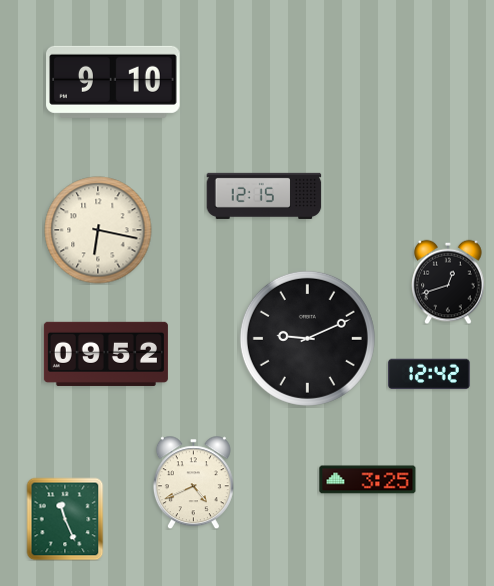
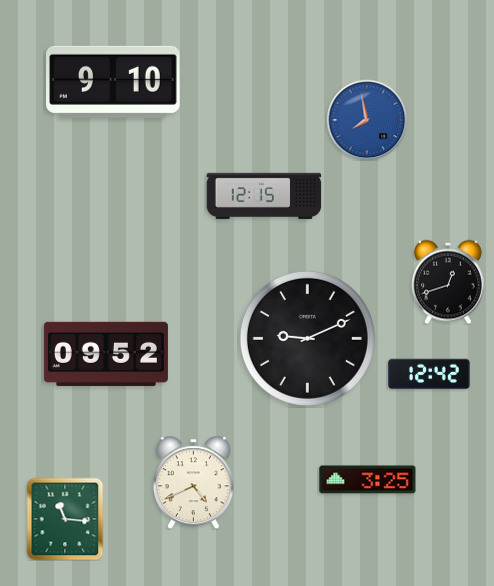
clock at (367, 120): none -> 7:58
clock at (98, 230): 6:17 -> none
clock at (65, 519): 11:26 -> 11:16
